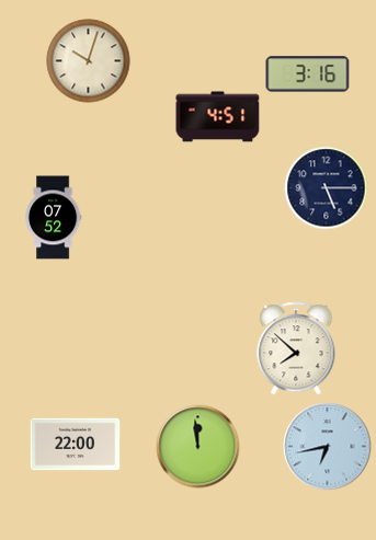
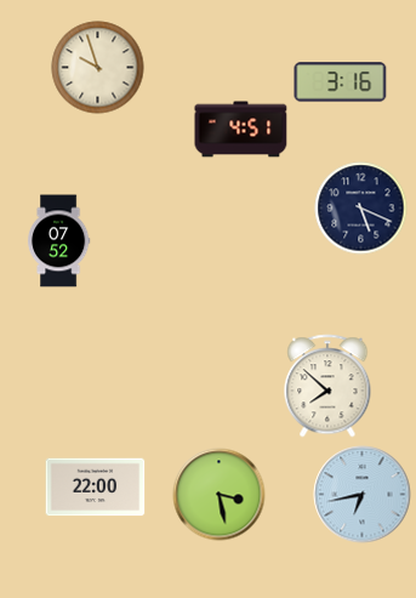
clock at (89, 61): 10:03 -> 9:57
clock at (327, 188): 5:15 -> 5:19
clock at (76, 445) position: (76, 445) -> (96, 488)
clock at (198, 447): 11:59 -> 3:28
